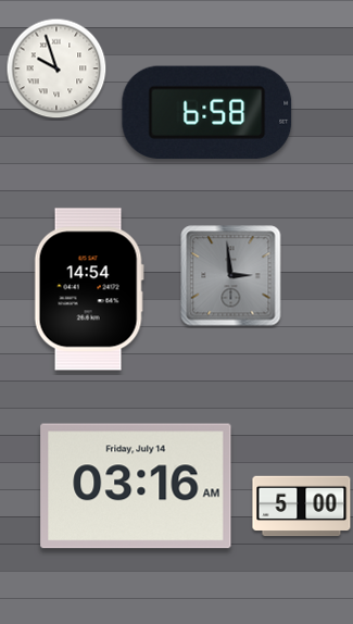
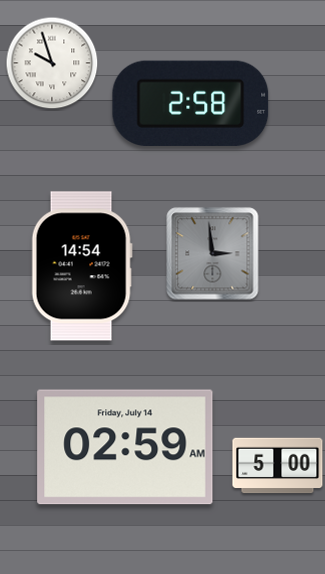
clock at (207, 112): 6:58 -> 2:58
clock at (136, 486): 03:16 -> 02:59
